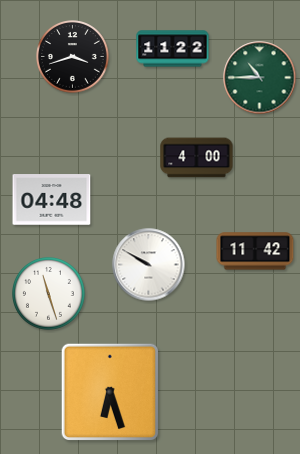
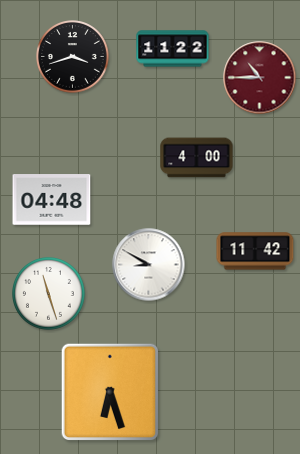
clock at (260, 78) dial: green -> burgundy
clock at (149, 265): 9:50 -> 8:50
